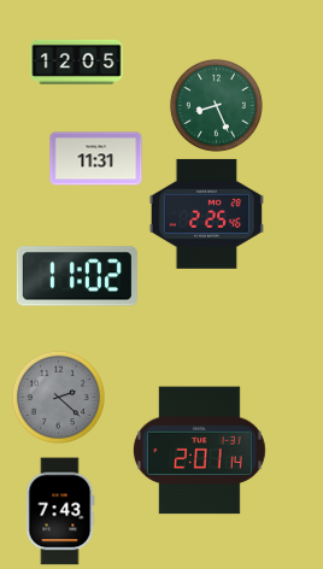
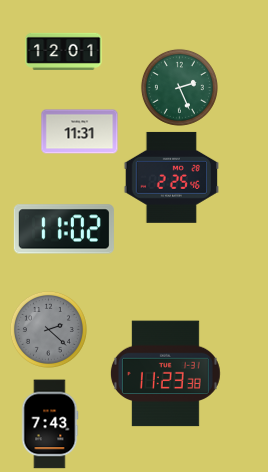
clock at (77, 61): 12:05 -> 12:01
clock at (216, 105): 8:26 -> 2:26
clock at (199, 451): 2:01 -> 11:23
